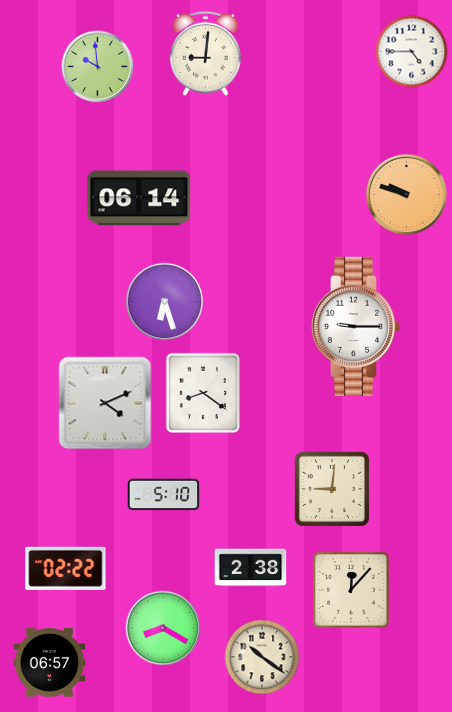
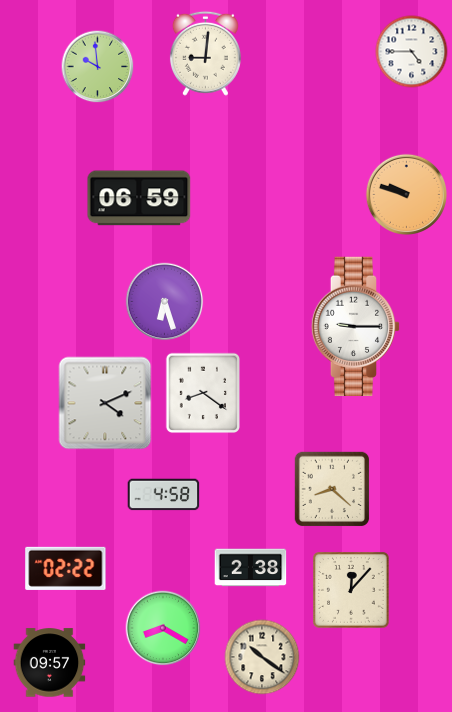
clock at (139, 198): 06:14 -> 06:59
clock at (332, 489): 9:01 -> 8:22
clock at (164, 495): 5:10 -> 4:58
clock at (50, 663): 06:57 -> 09:57
